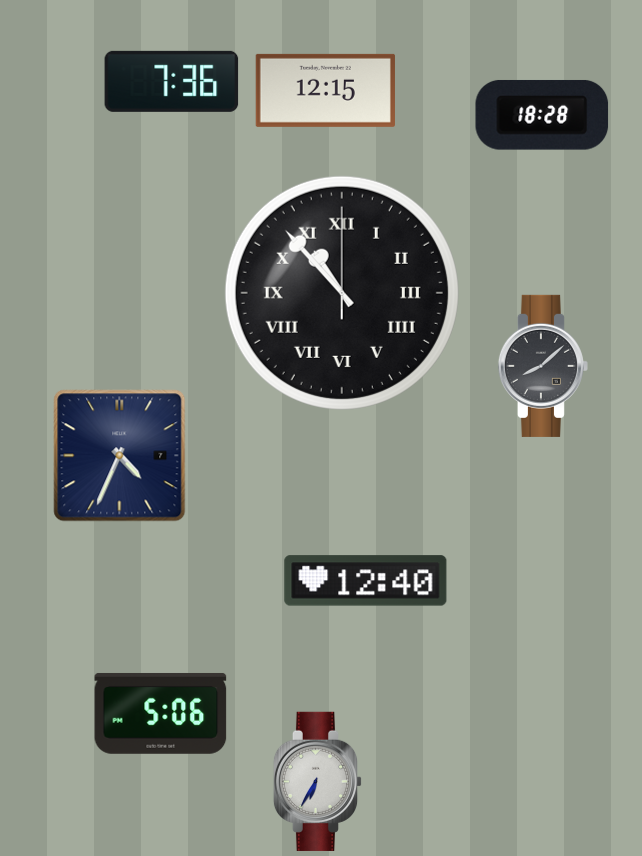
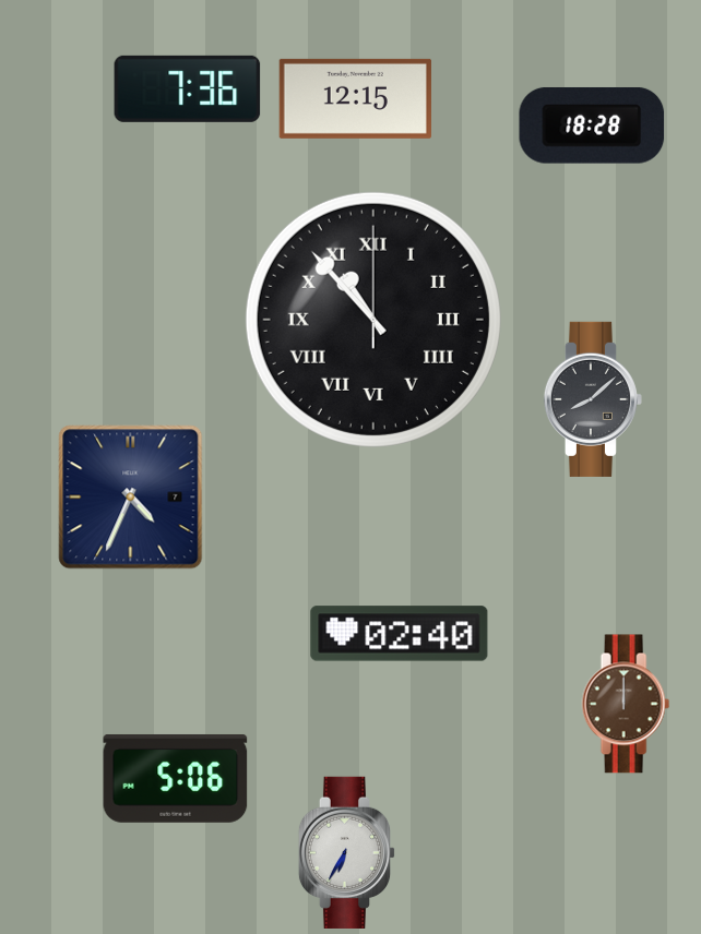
clock at (366, 581): 12:40 -> 02:40
clock at (626, 704): none -> 12:00
